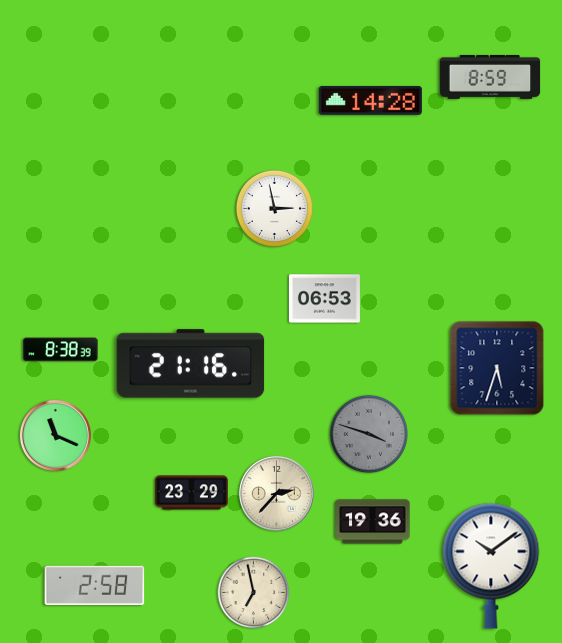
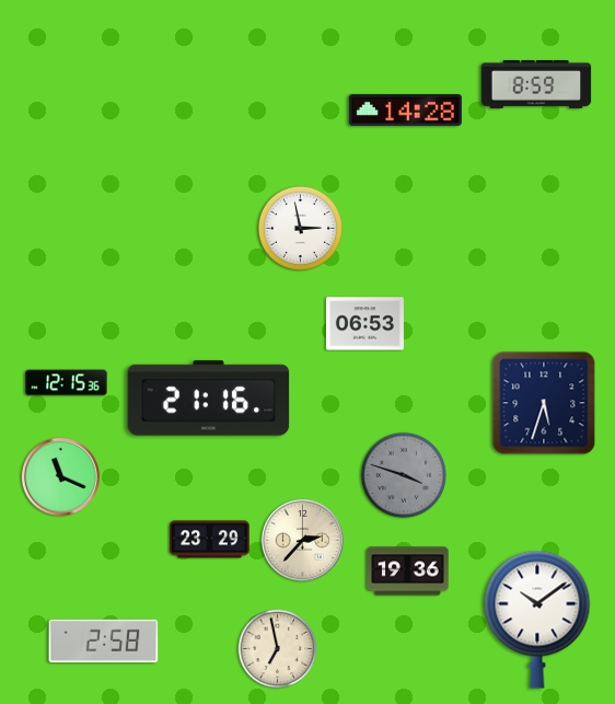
clock at (324, 299) position: (324, 299) -> (364, 324)
clock at (61, 350): 8:38 -> 12:15
